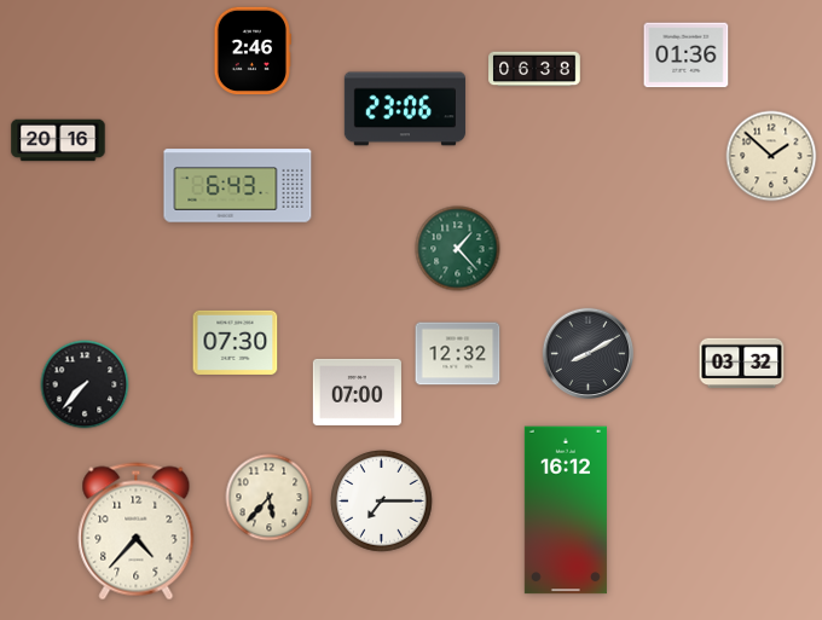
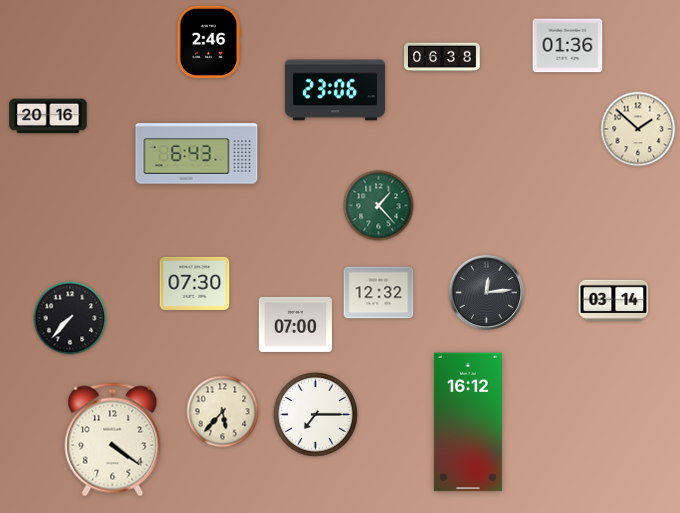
clock at (589, 354): 8:10 -> 12:14
clock at (742, 364): 03:32 -> 03:14
clock at (137, 532): 4:37 -> 4:21
